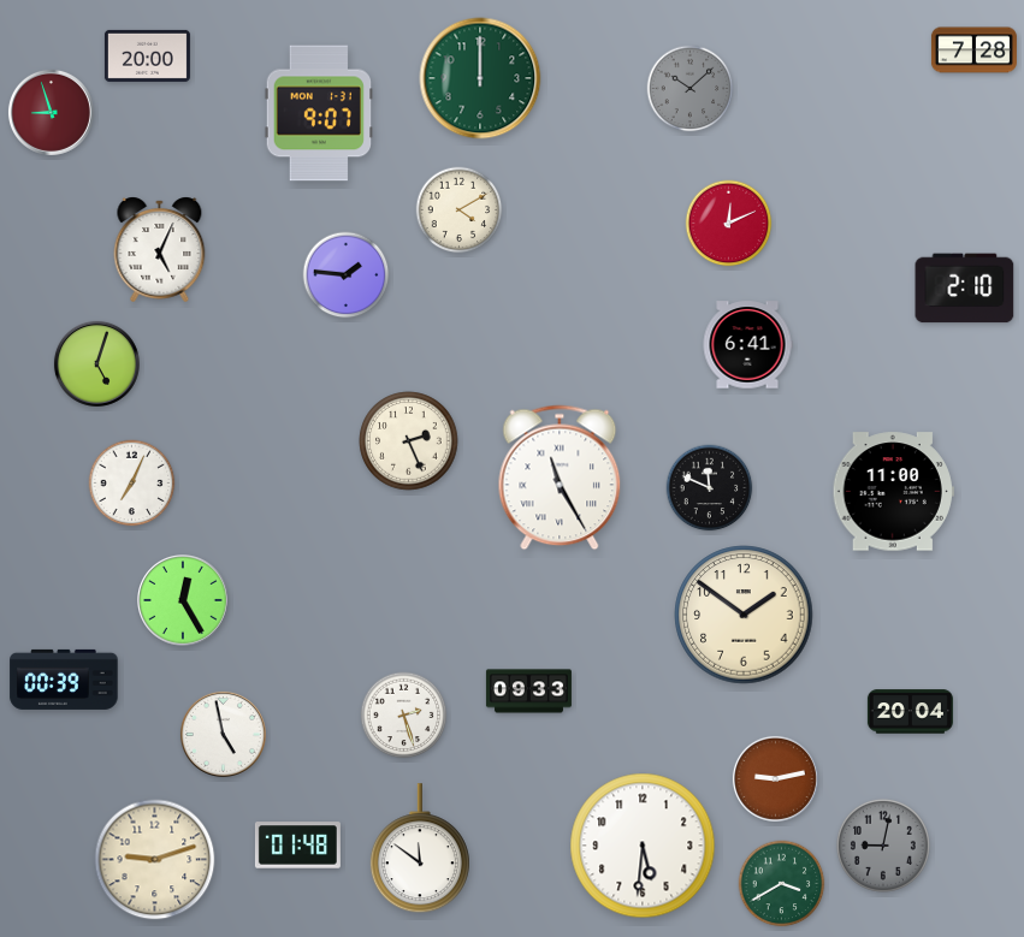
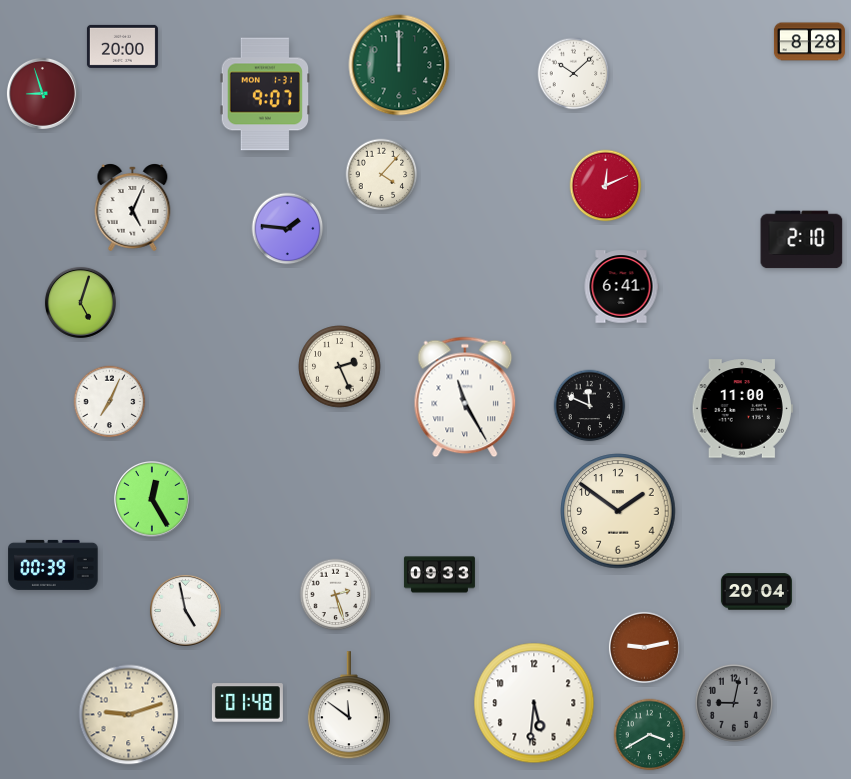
clock at (973, 51): 7:28 -> 8:28
clock at (691, 89) dial: grey -> white
clock at (460, 210): 4:10 -> 4:07
